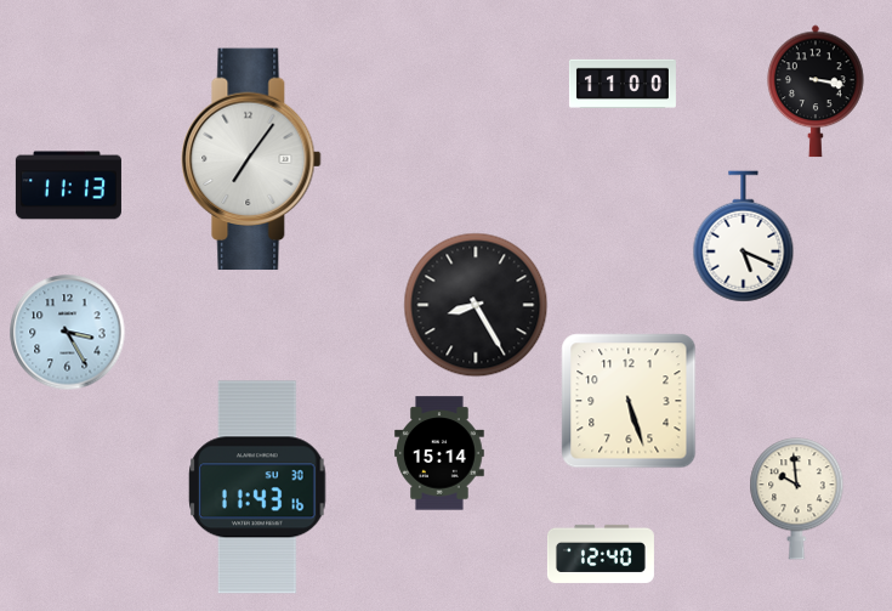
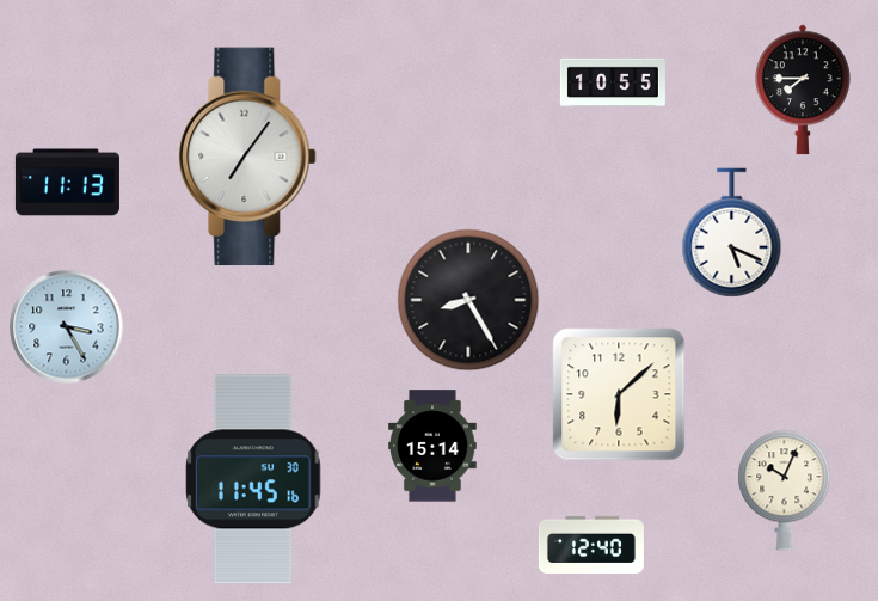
clock at (623, 83): 11:00 -> 10:55
clock at (816, 91): 3:17 -> 7:45
clock at (629, 401): 5:27 -> 6:08
clock at (257, 487): 11:43 -> 11:45
clock at (797, 499): 9:59 -> 10:04
